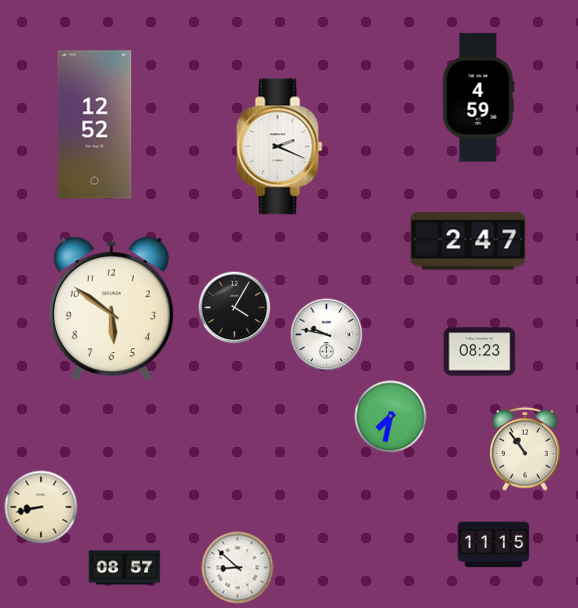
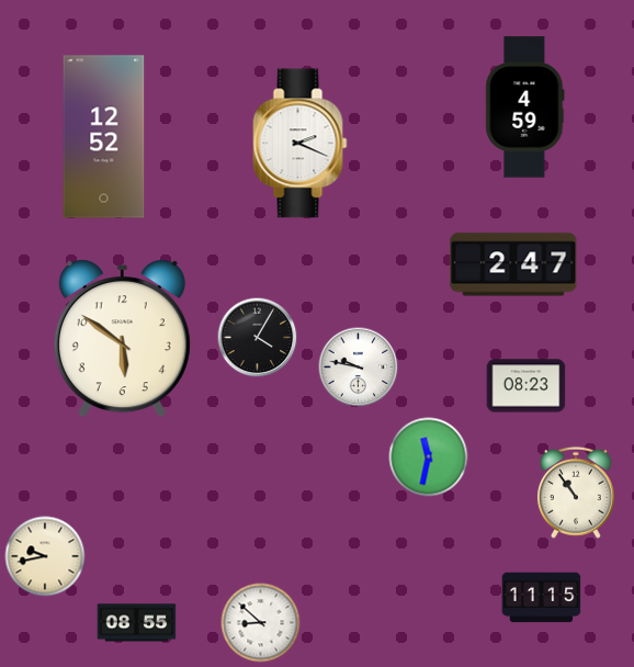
clock at (280, 147) position: (280, 147) -> (301, 144)
clock at (391, 417): 7:32 -> 11:32
clock at (41, 507): 8:43 -> 9:43
clock at (125, 568): 08:57 -> 08:55
